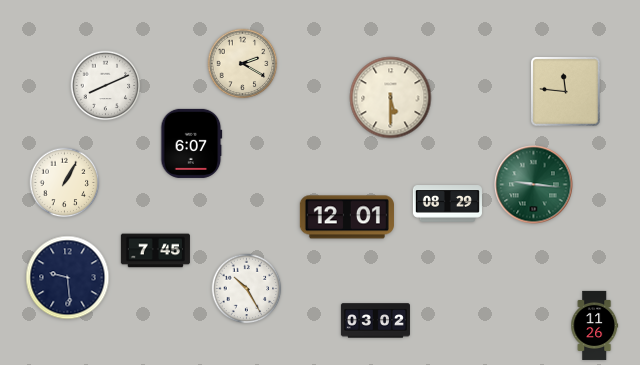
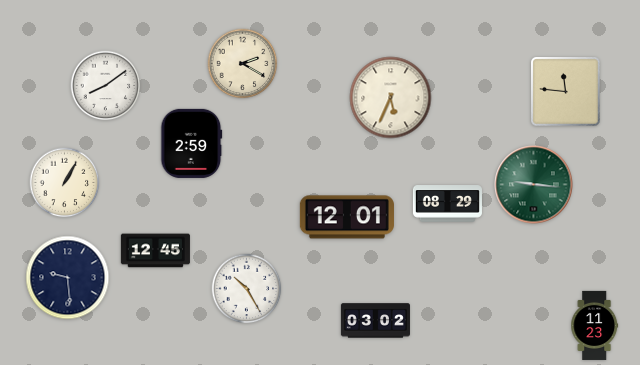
clock at (106, 86): 8:11 -> 8:09
clock at (391, 98): 5:30 -> 5:34
clock at (192, 143): 6:07 -> 2:59
clock at (155, 251): 7:45 -> 12:45
clock at (595, 325): 11:26 -> 11:23
